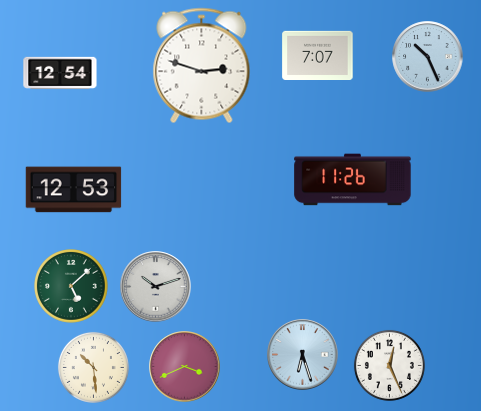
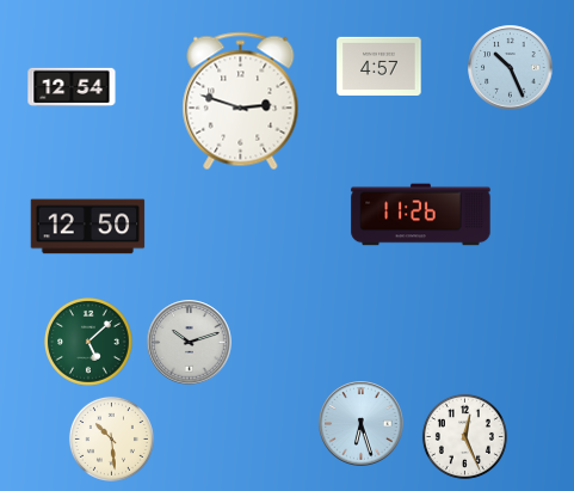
clock at (318, 55): 7:07 -> 4:57
clock at (202, 66) position: (202, 66) -> (241, 102)
clock at (74, 190): 12:53 -> 12:50
clock at (72, 287) position: (72, 287) -> (90, 343)
clock at (156, 287) position: (156, 287) -> (190, 343)
clock at (185, 367): 3:41 -> none
